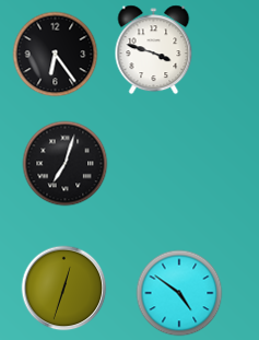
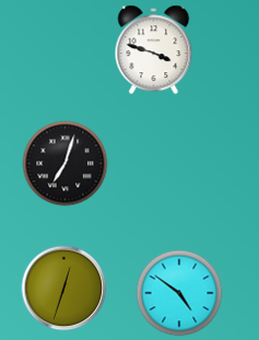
clock at (55, 54): 6:24 -> none
